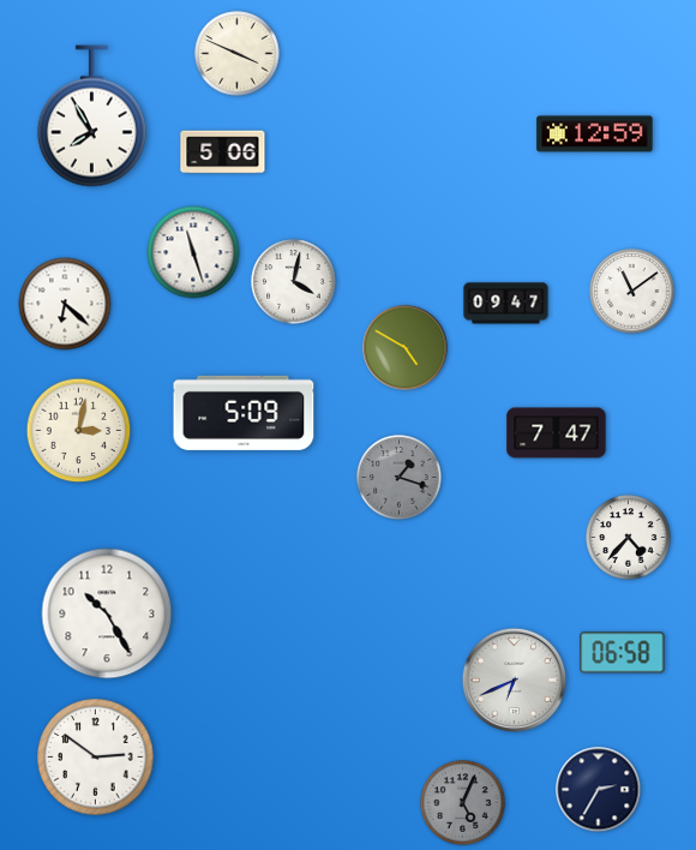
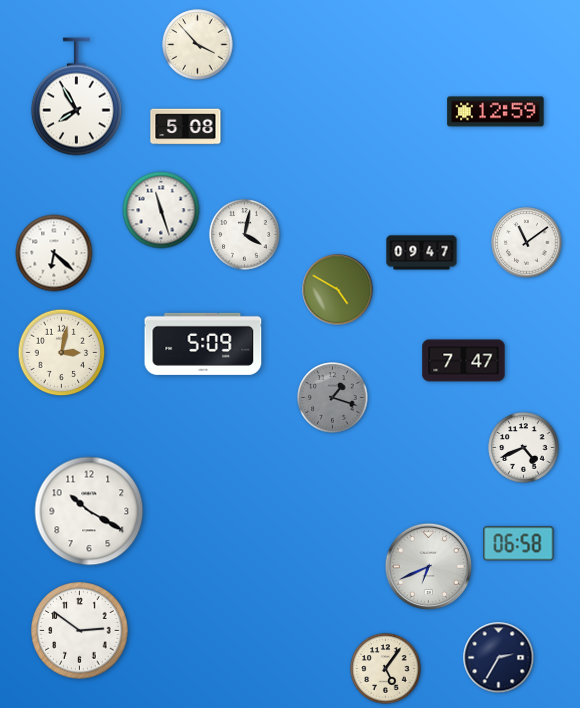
clock at (238, 54): 3:49 -> 3:53
clock at (223, 152): 5:06 -> 5:08
clock at (79, 431) position: (79, 431) -> (62, 353)
clock at (629, 538): 4:37 -> 4:41
clock at (107, 613): 10:25 -> 10:20
clock at (463, 803): 5:04 -> 5:06
clock at (463, 803) dial: grey -> cream
